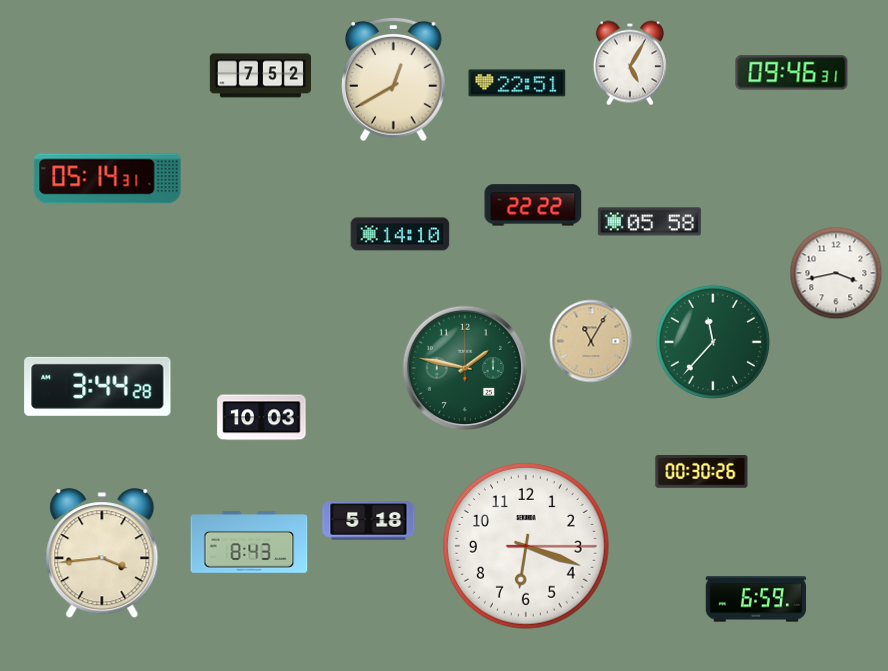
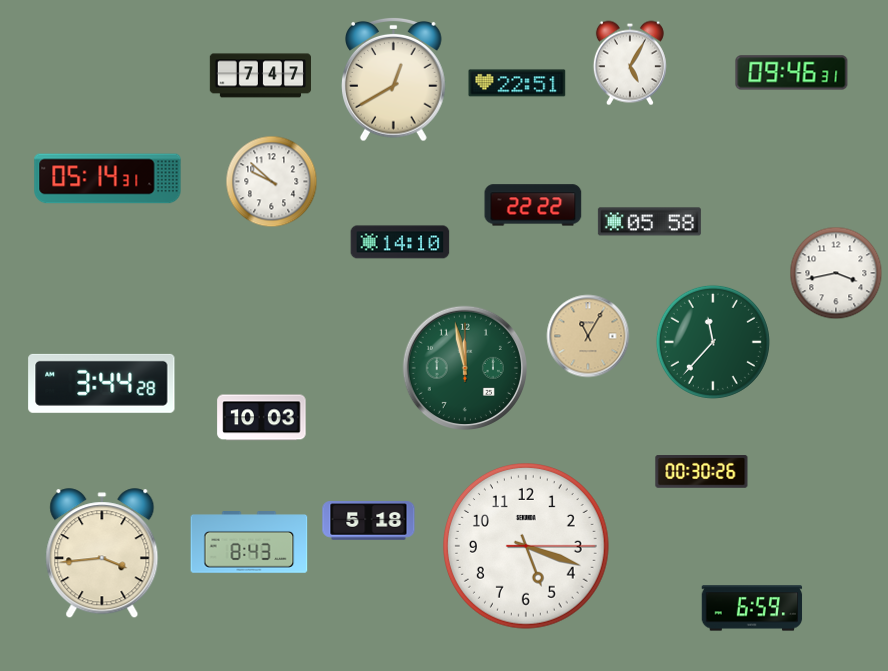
clock at (260, 76): 7:52 -> 7:47
clock at (272, 182): none -> 9:52
clock at (400, 234) position: (400, 234) -> (400, 242)
clock at (591, 341) position: (591, 341) -> (588, 336)
clock at (464, 367): 1:47 -> 11:58
clock at (98, 386) position: (98, 386) -> (102, 383)
clock at (527, 547): 6:18 -> 5:18
clock at (756, 599) position: (756, 599) -> (752, 608)
